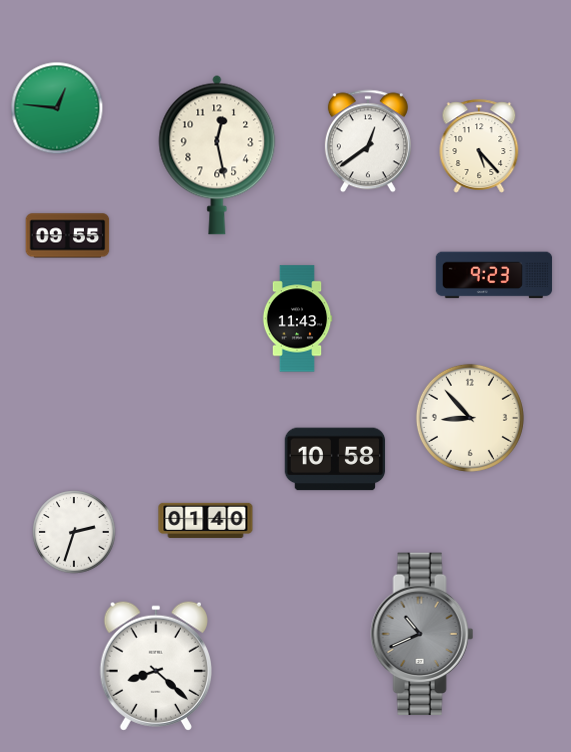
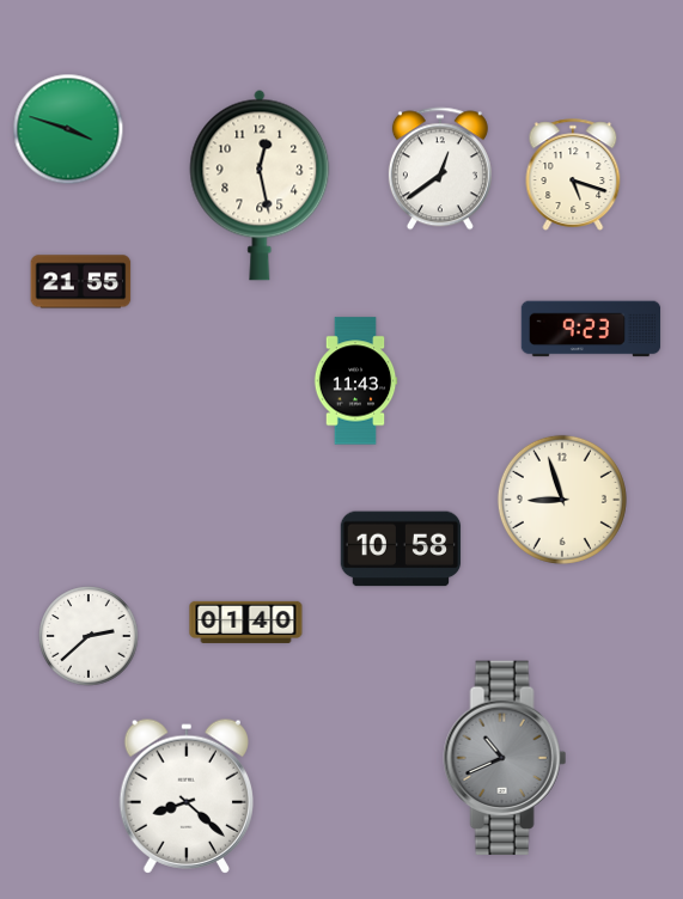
clock at (57, 108): 12:46 -> 3:48
clock at (479, 146): 5:23 -> 5:18
clock at (68, 236): 09:55 -> 21:55
clock at (470, 418): 8:53 -> 8:57
clock at (74, 532): 2:33 -> 2:38
